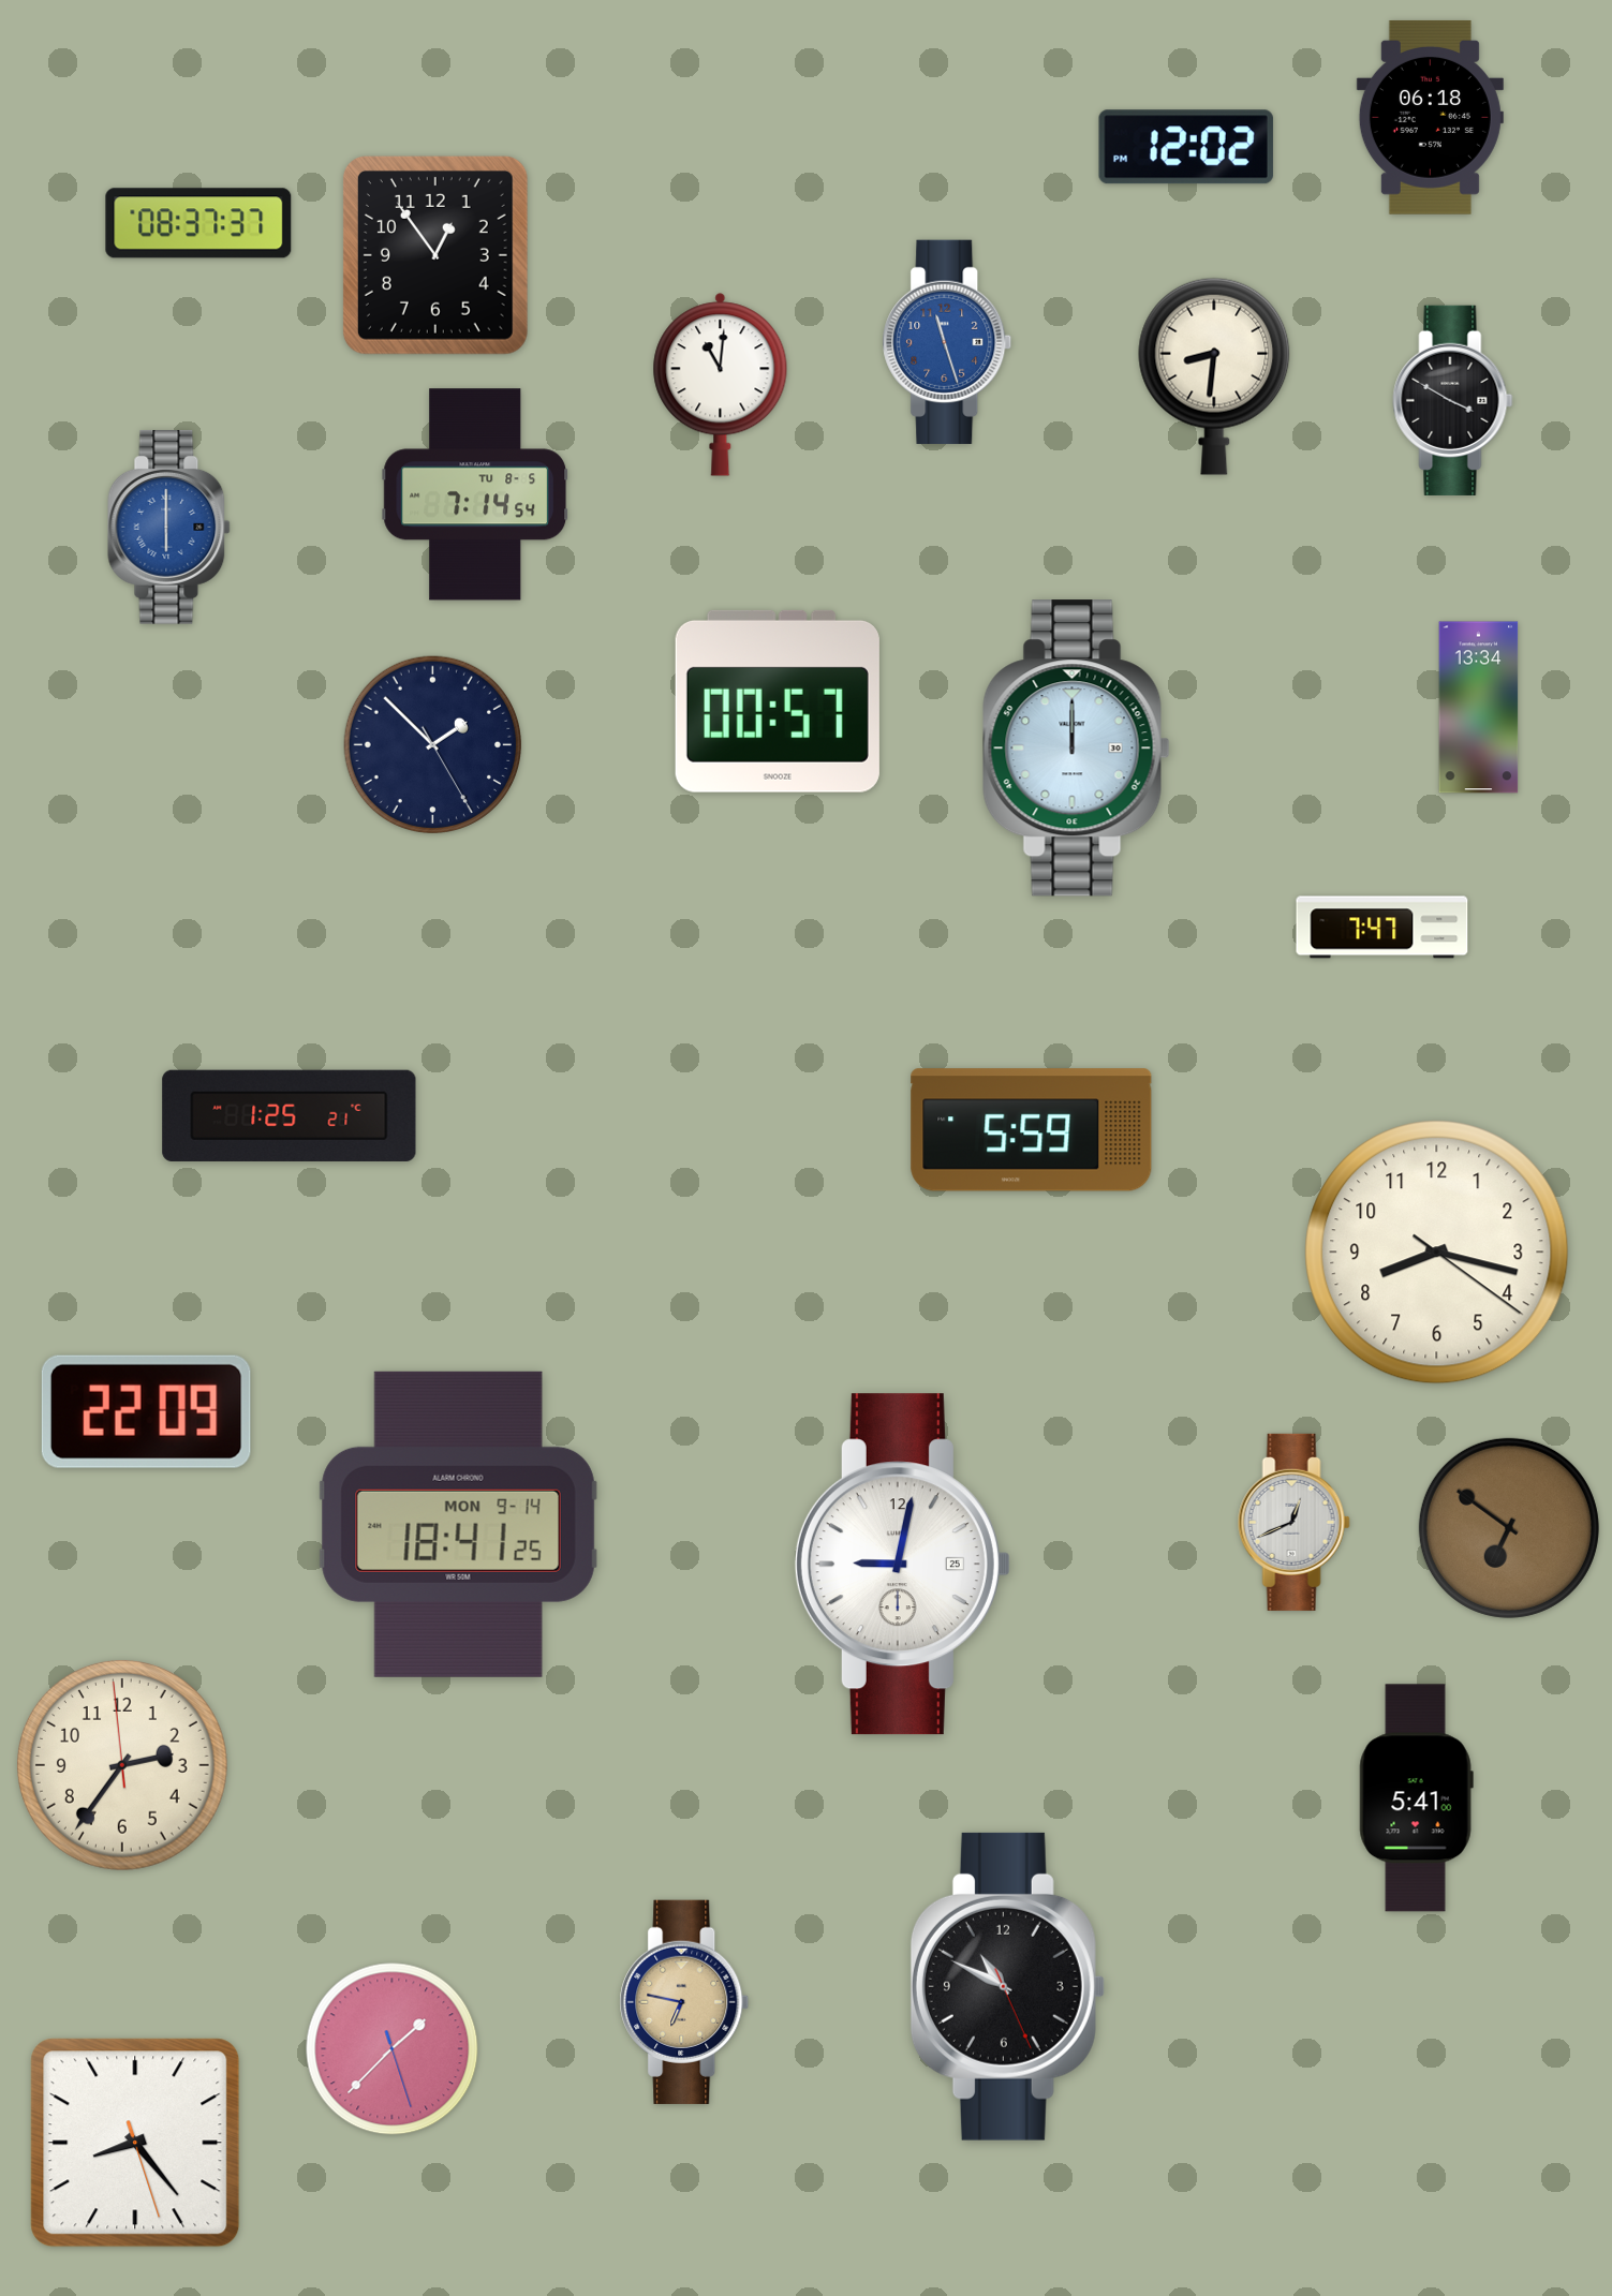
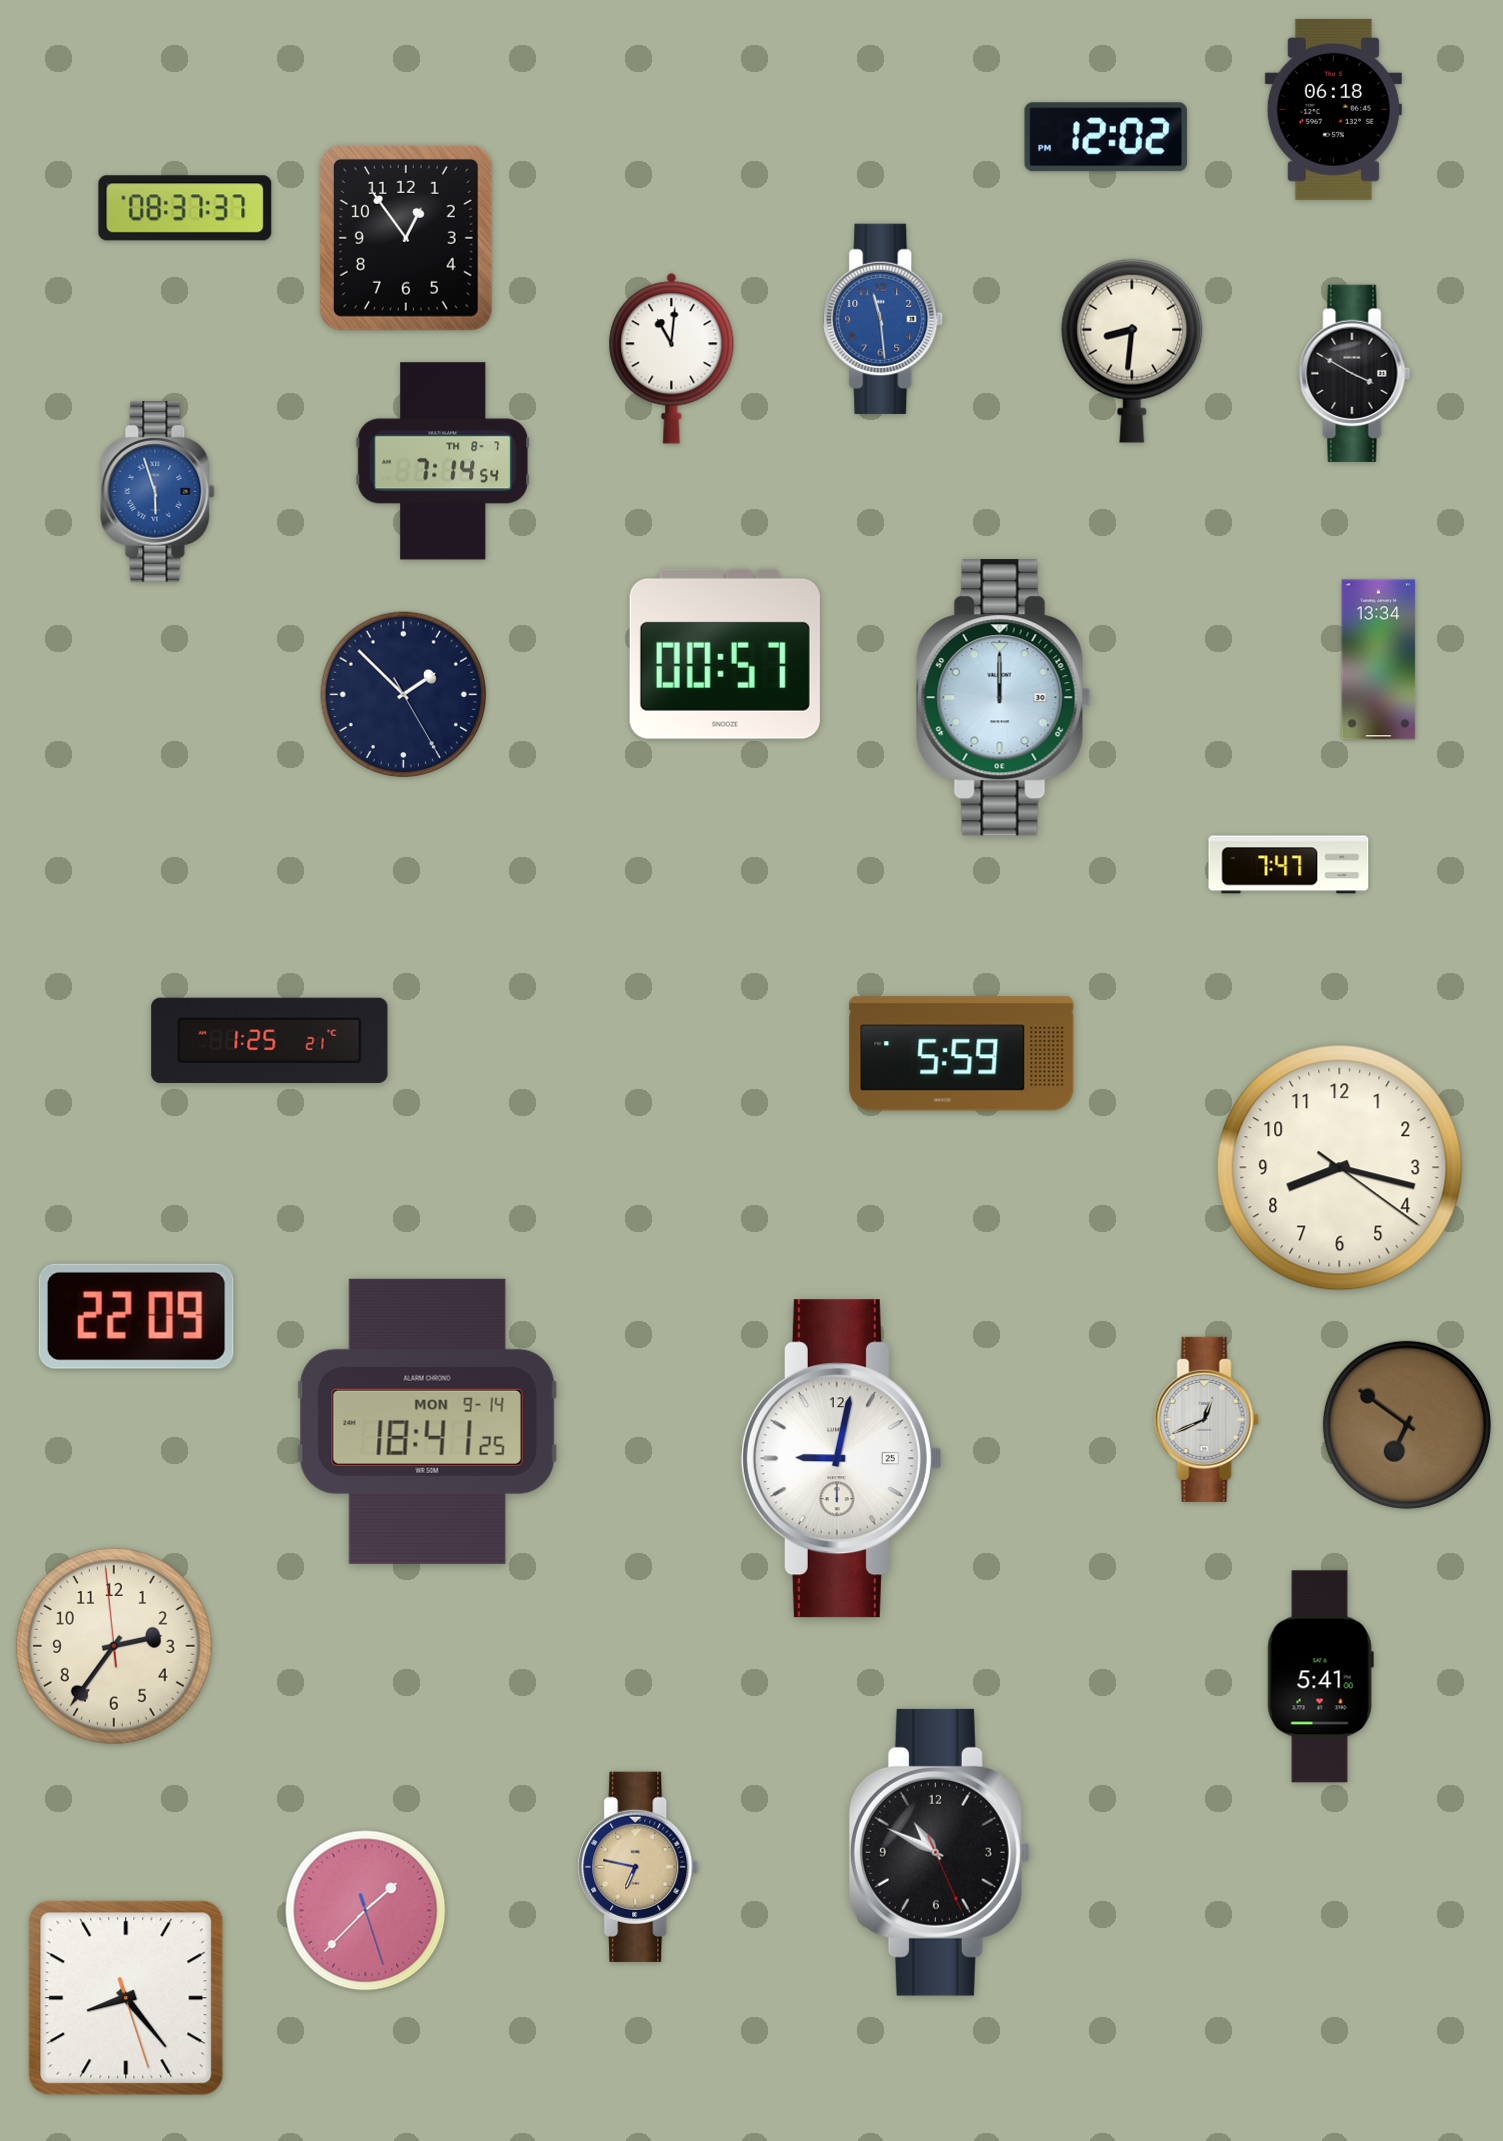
clock at (947, 342): 11:27 -> 11:29
clock at (475, 494) date: TU 8-5 -> TH 8-7
clock at (169, 527): 6:00 -> 5:57
